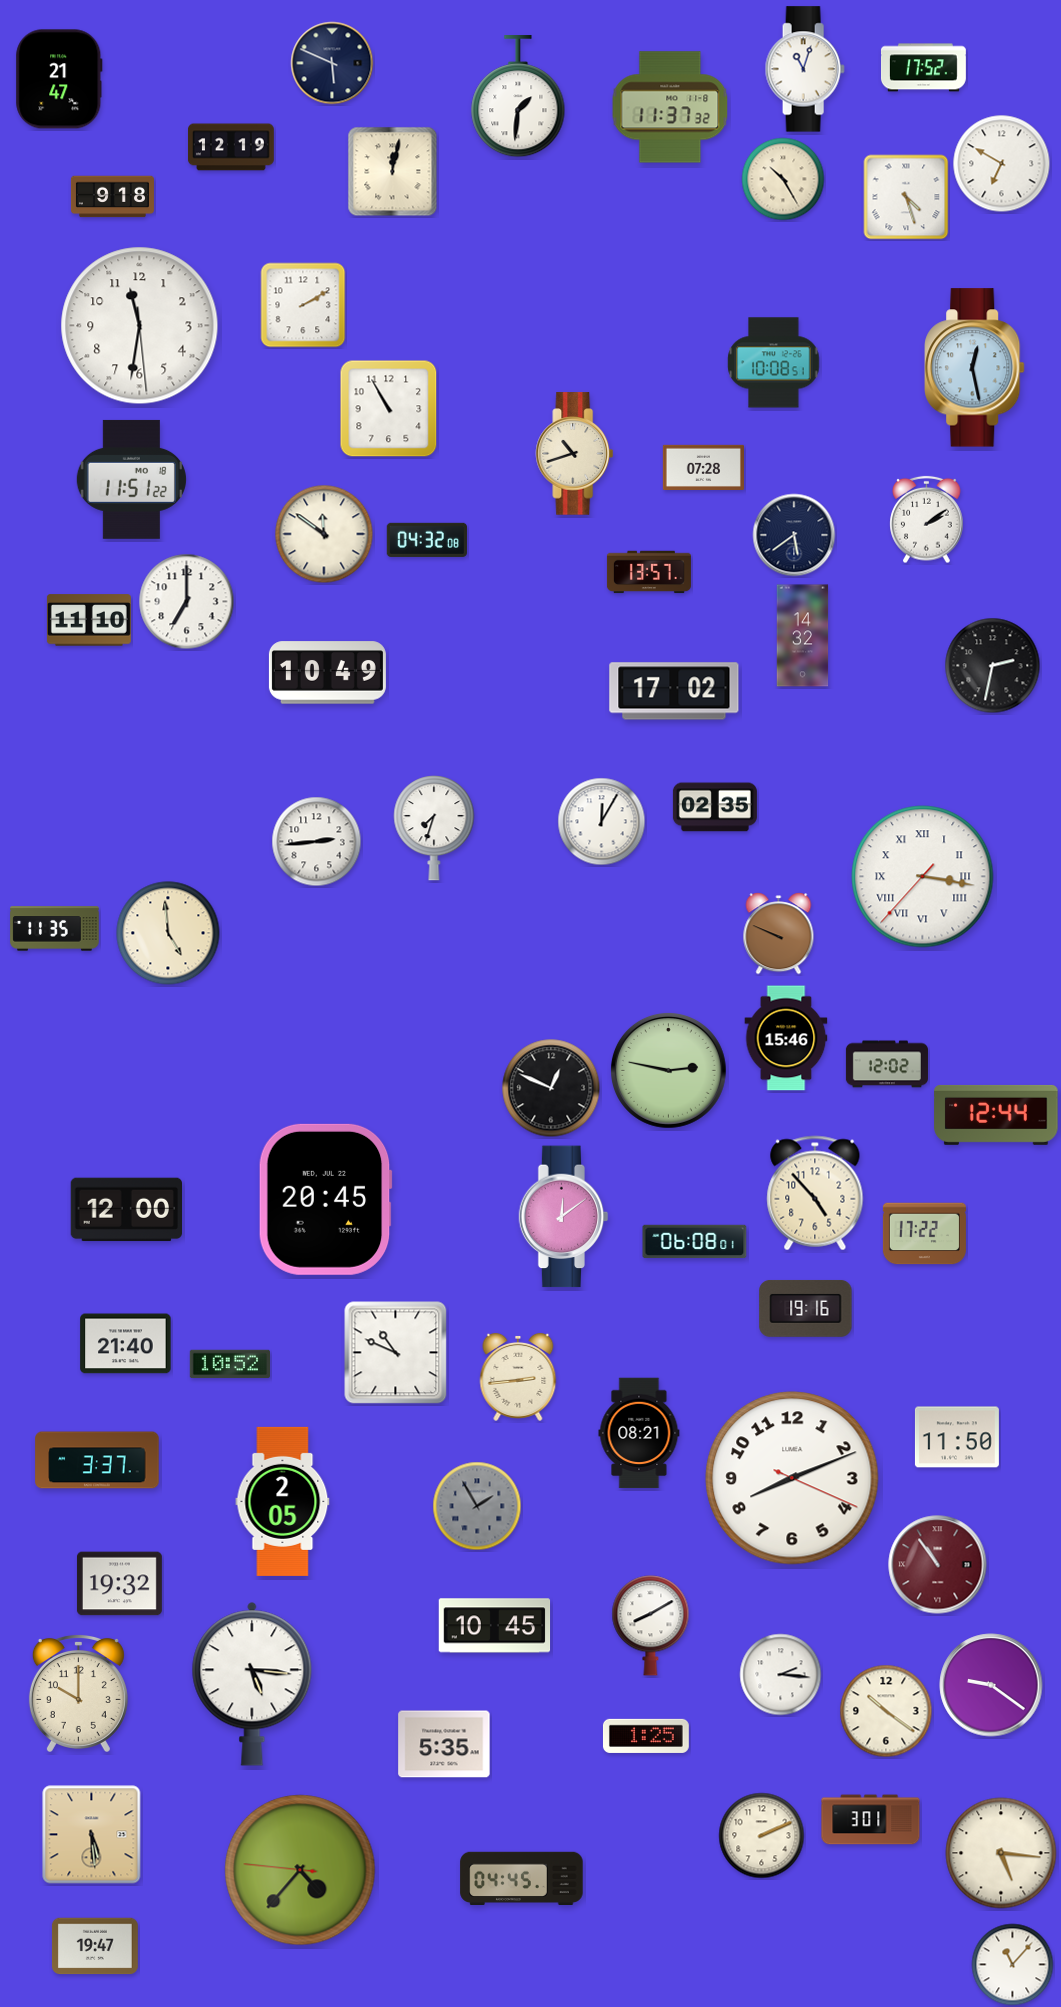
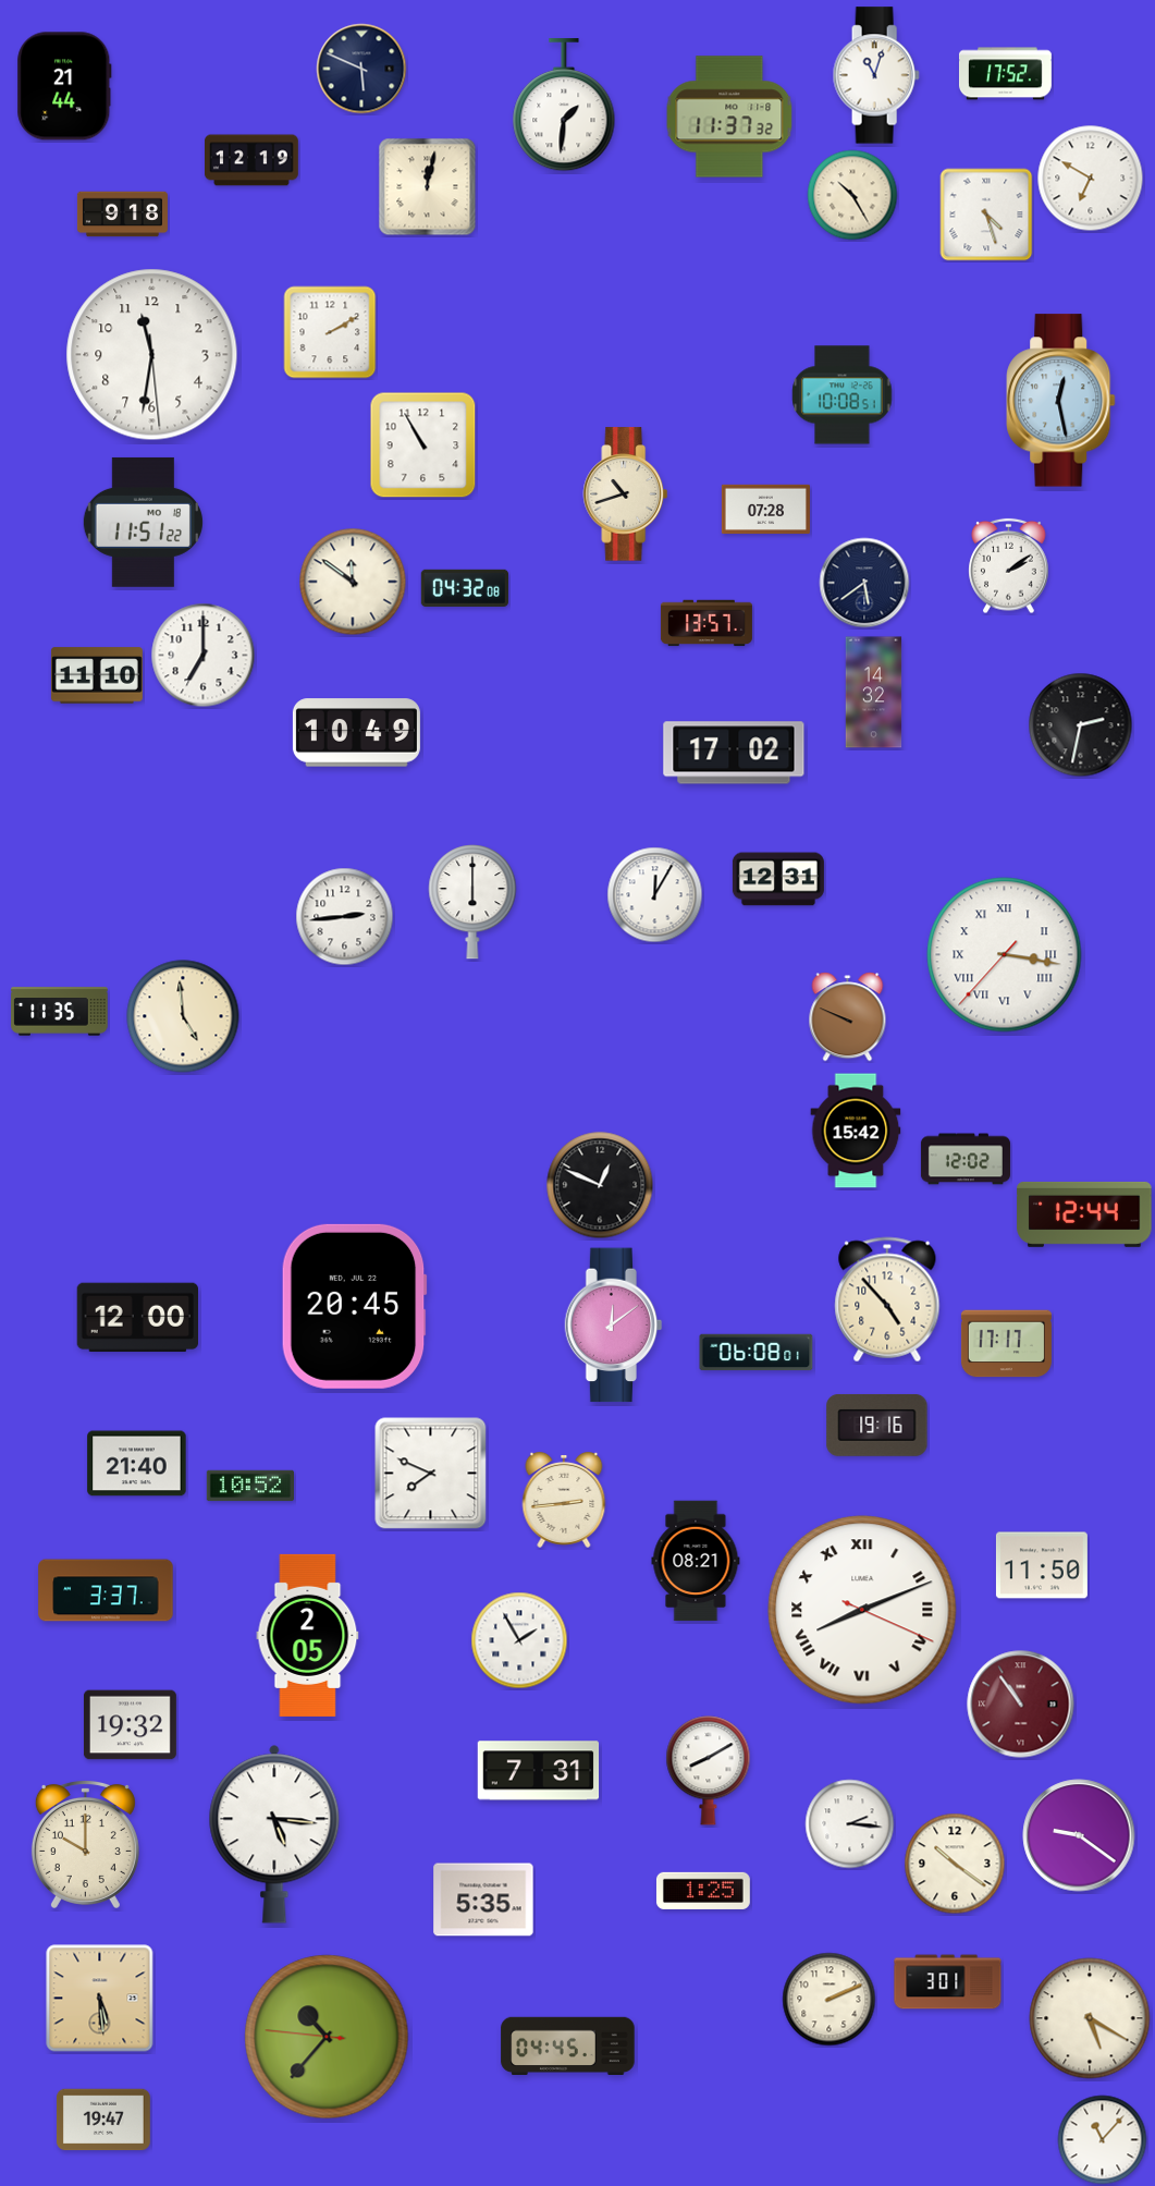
clock at (59, 79): 21:47 -> 21:44
clock at (715, 807): 02:35 -> 12:31
clock at (434, 828): 7:33 -> 6:00
clock at (786, 1038): 15:46 -> 15:42
clock at (668, 1070): 2:47 -> none
clock at (924, 1234): 17:22 -> 17:17
clock at (396, 1353): 10:49 -> 7:49
clock at (792, 1478) numerals: Arabic -> Roman
clock at (477, 1506) dial: grey -> white
clock at (495, 1626): 10:45 -> 7:31
clock at (886, 1711) position: (886, 1711) -> (955, 1864)
clock at (1001, 1853): 5:16 -> 5:20
clock at (300, 1870): 4:36 -> 10:36
